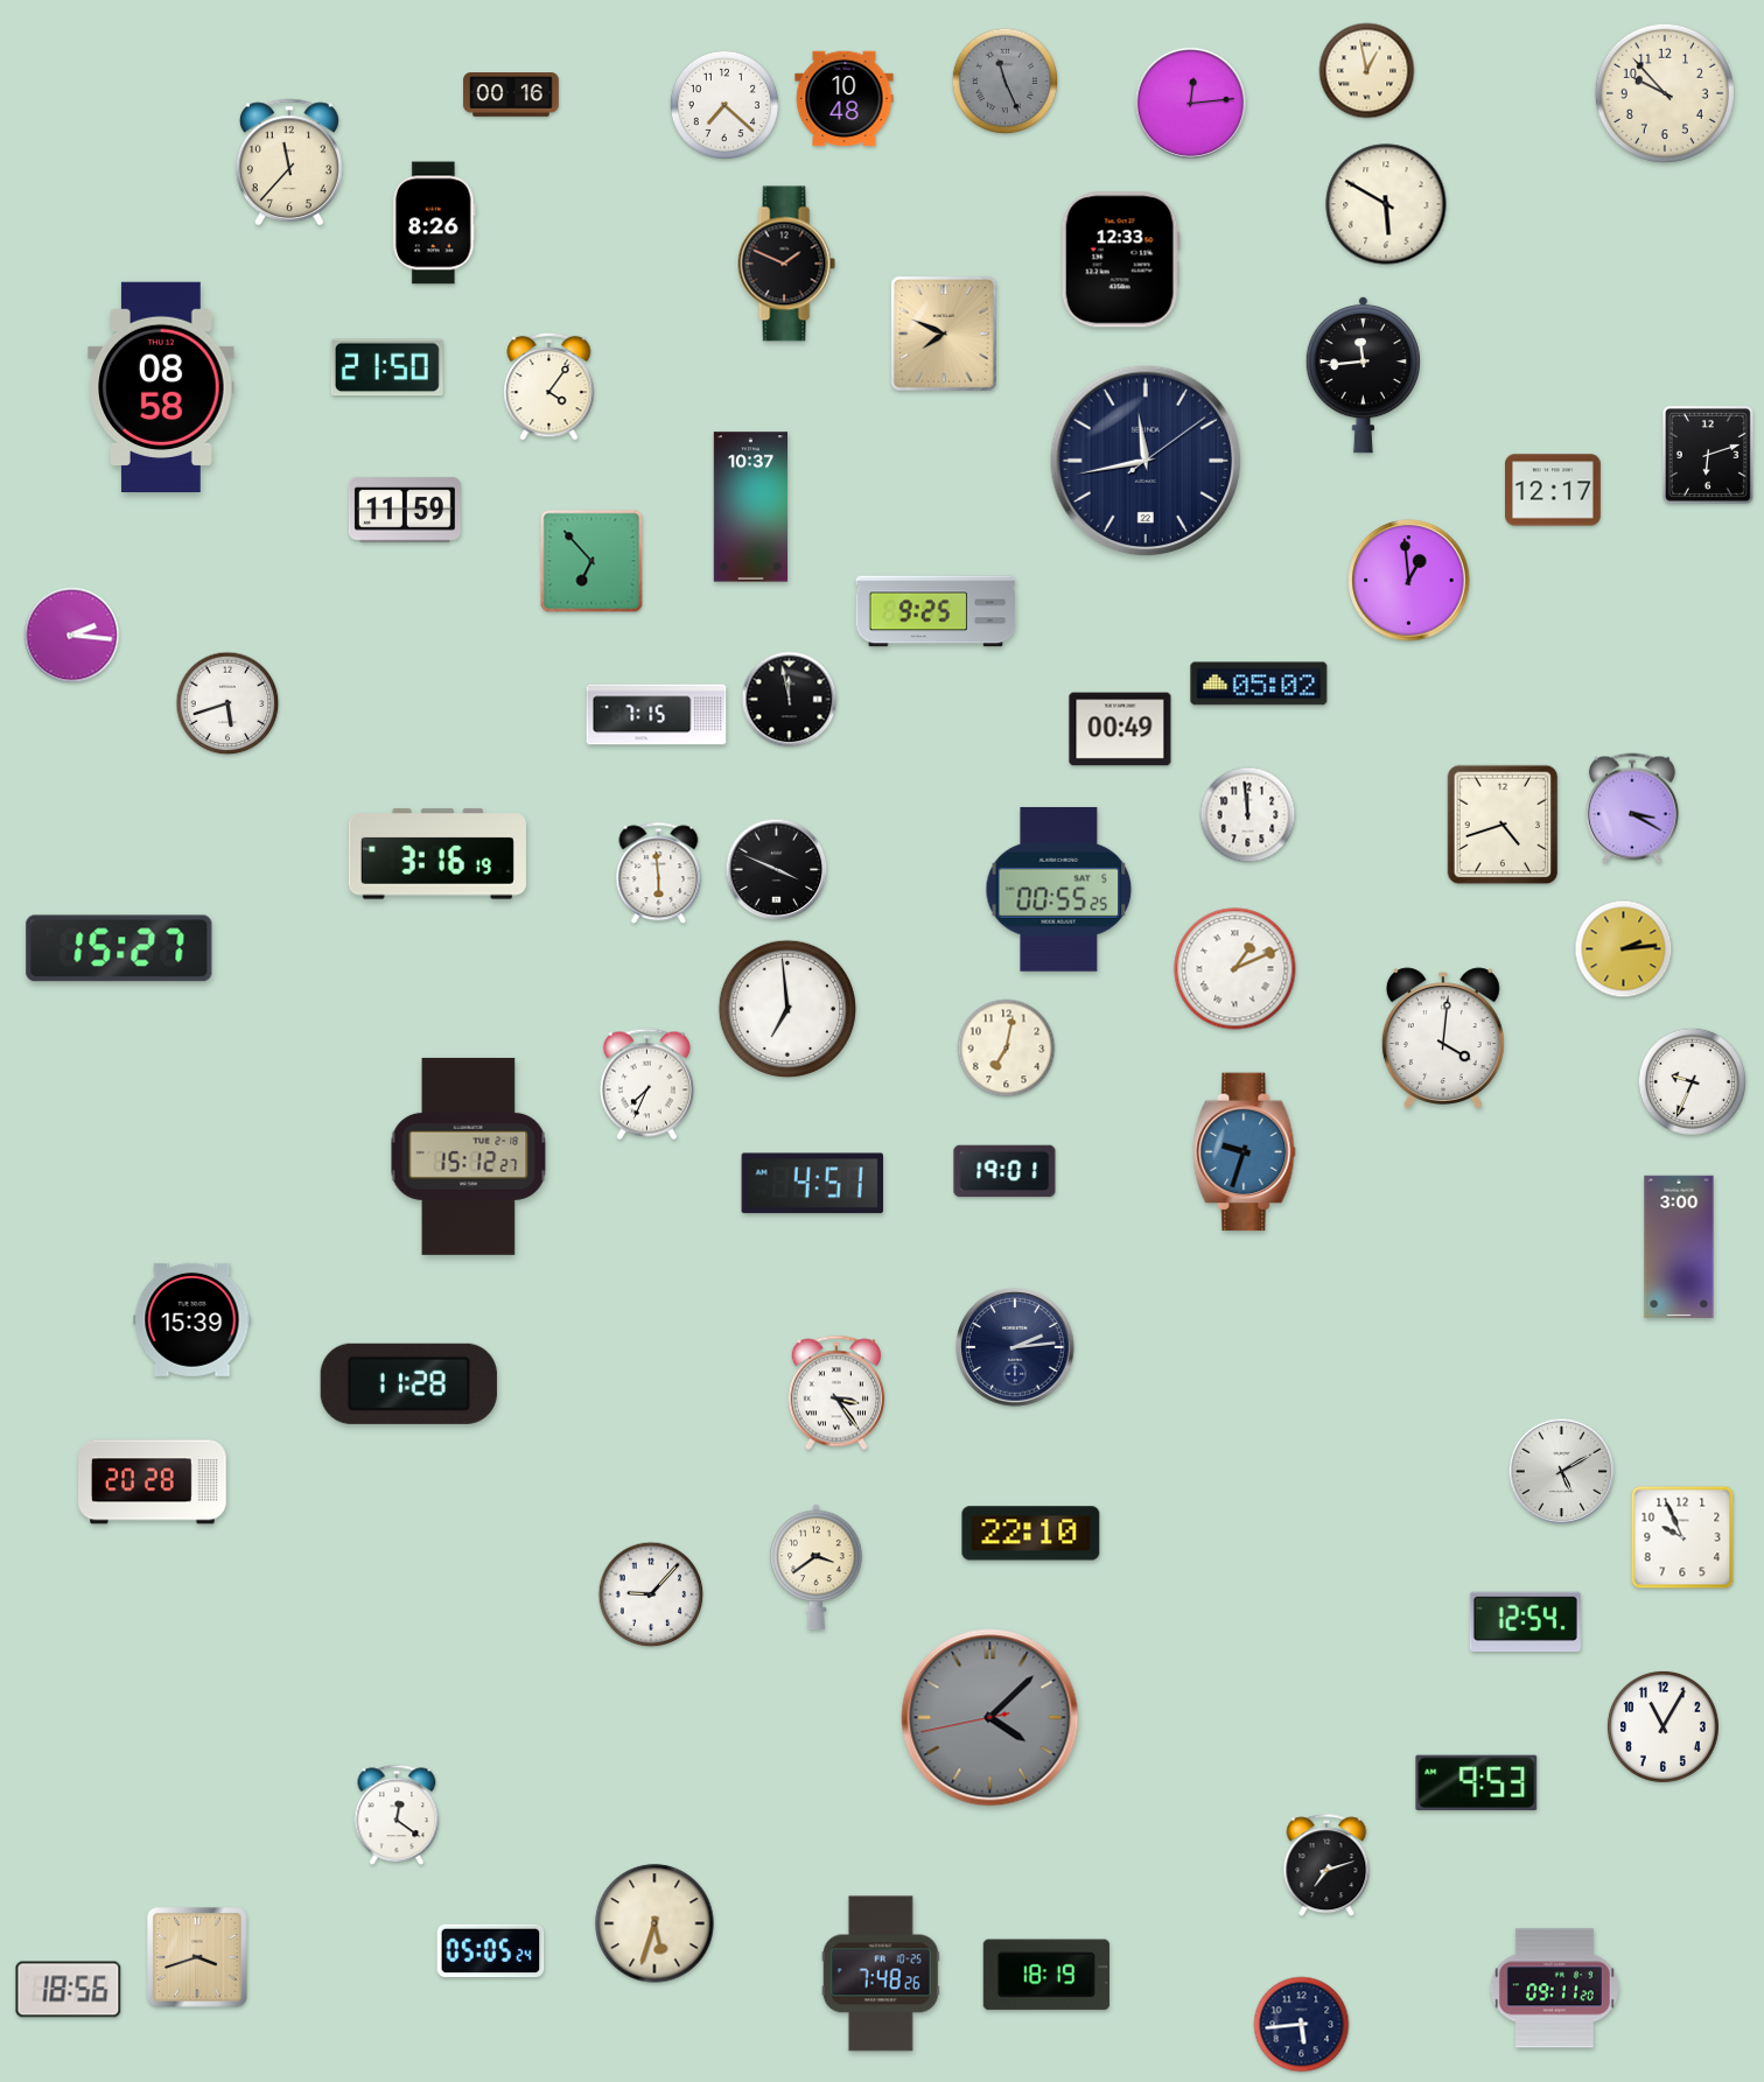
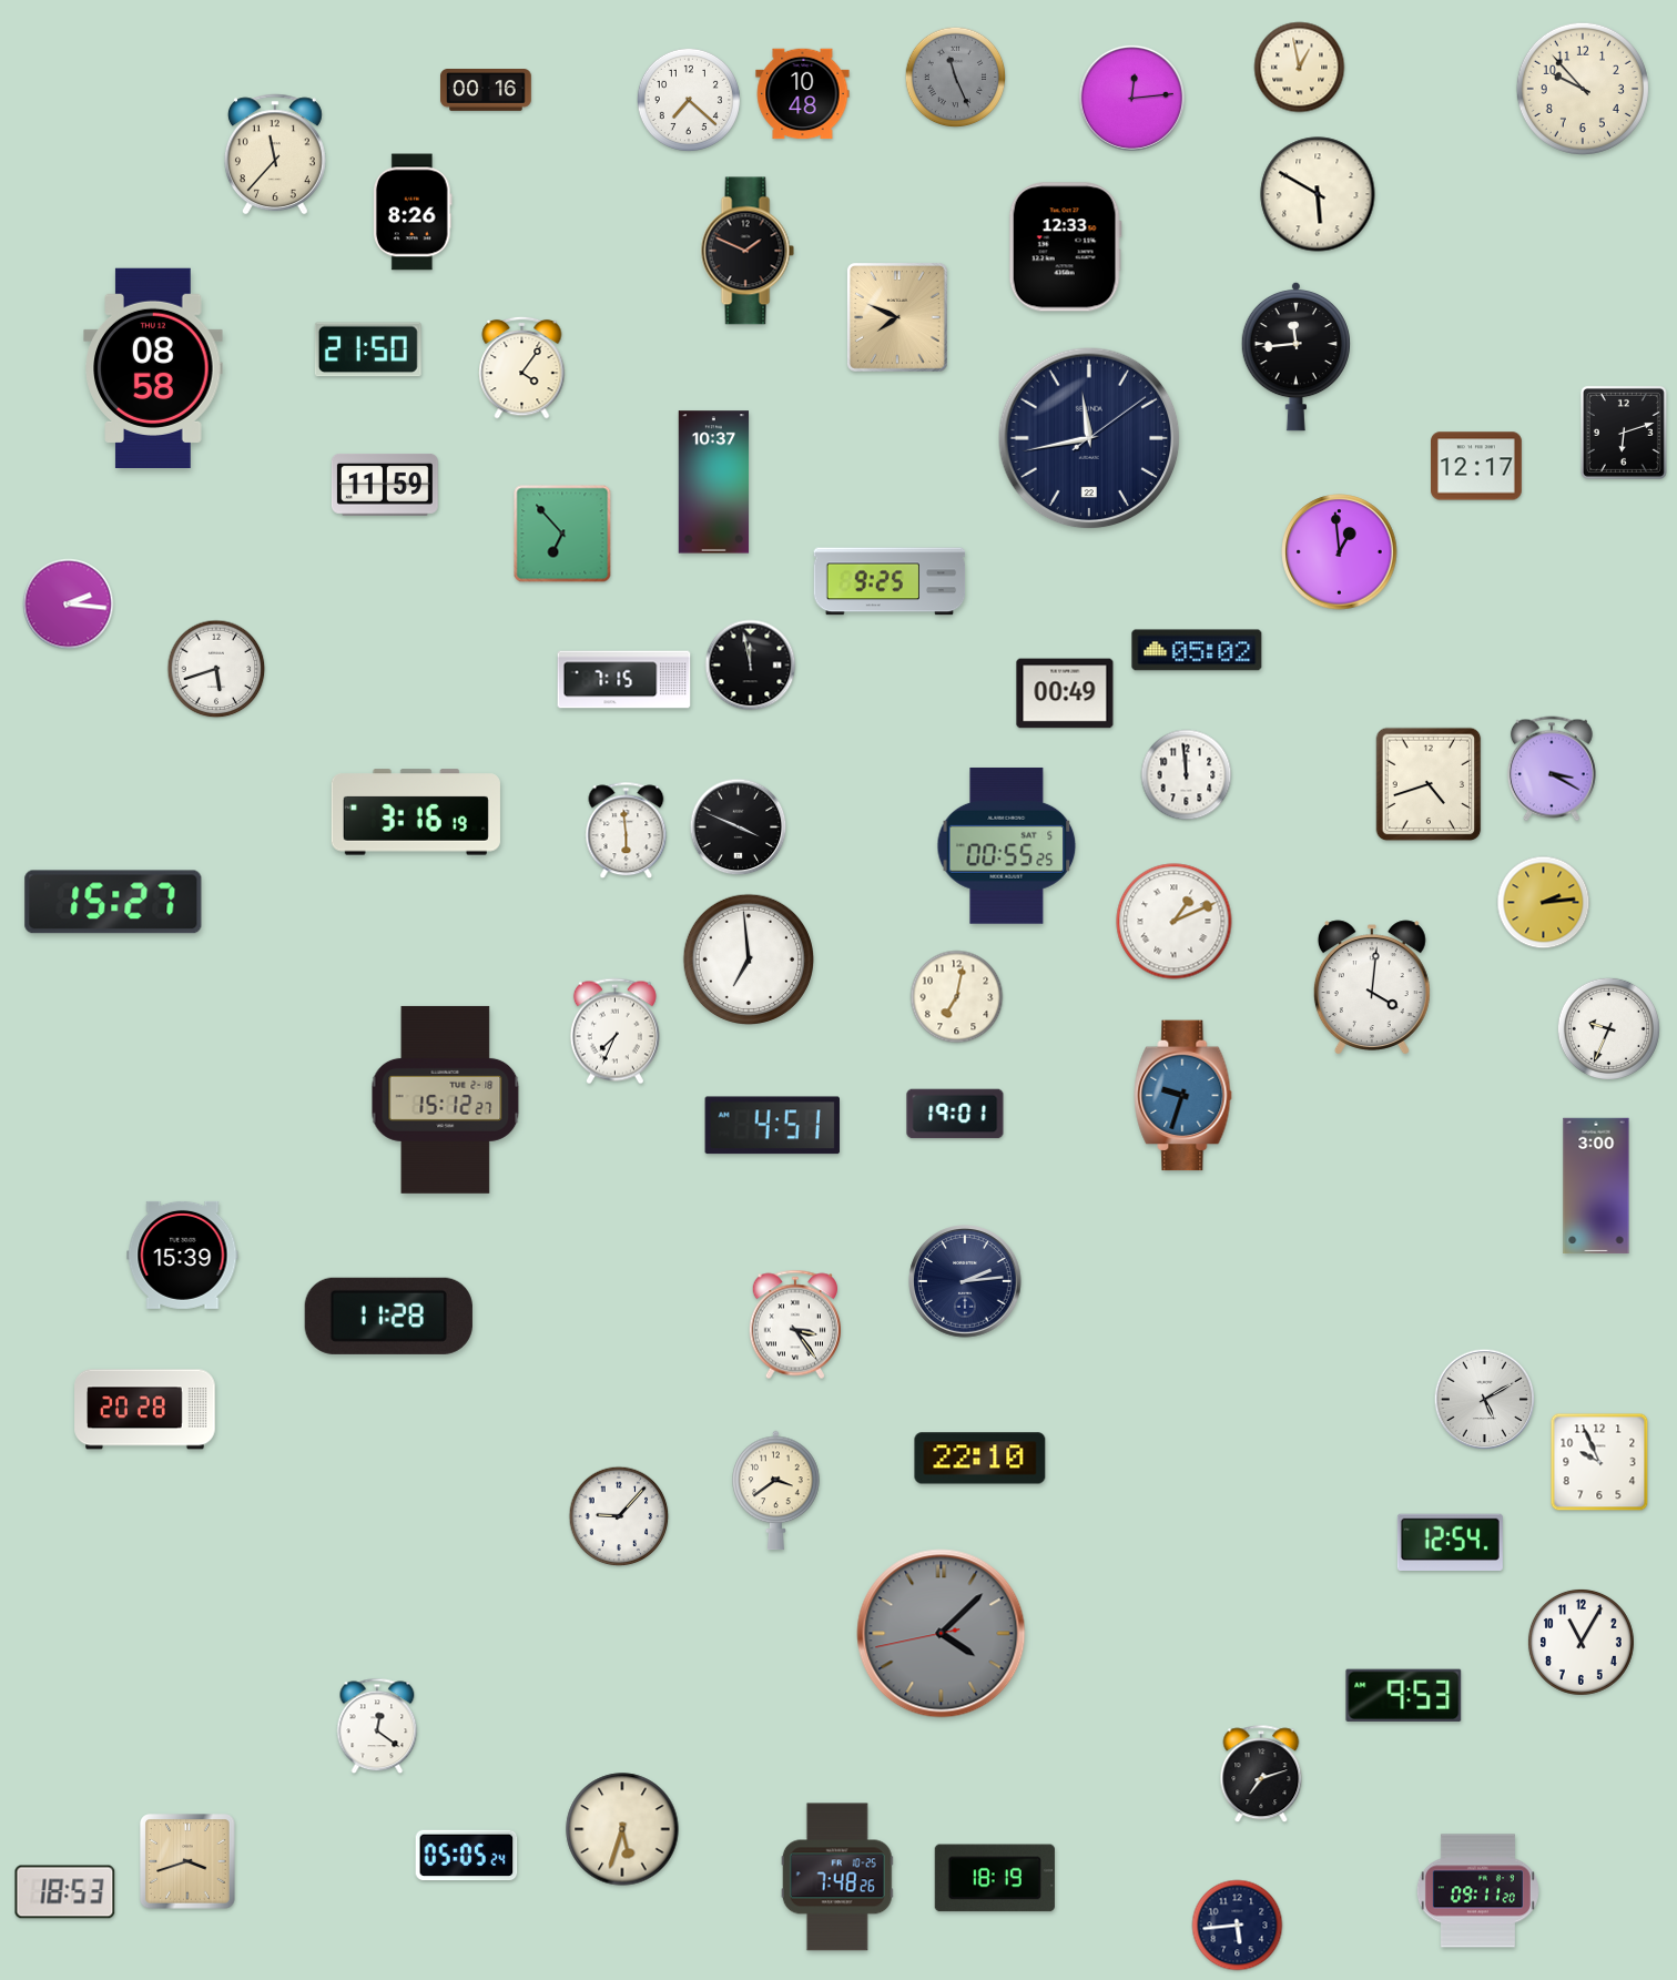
clock at (69, 1990): 18:56 -> 18:53
